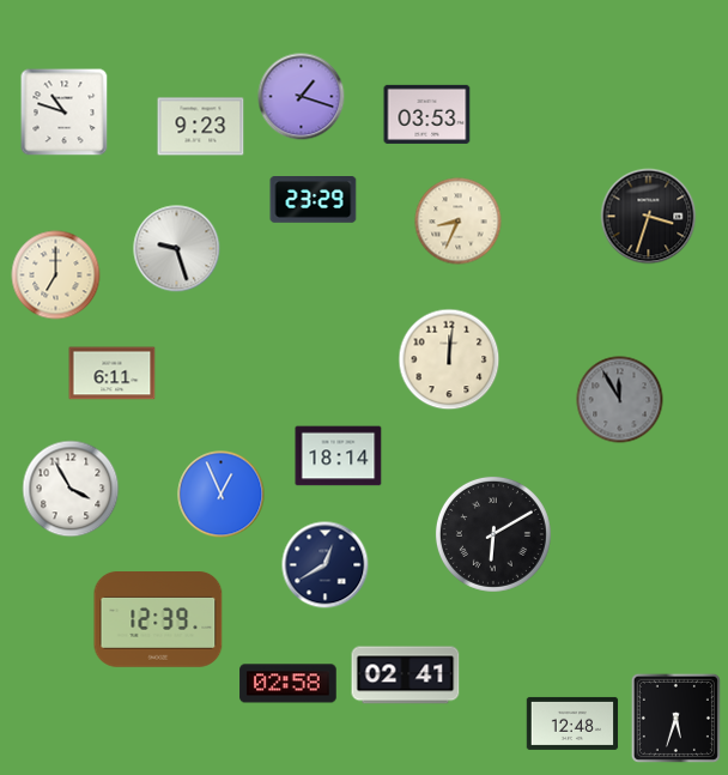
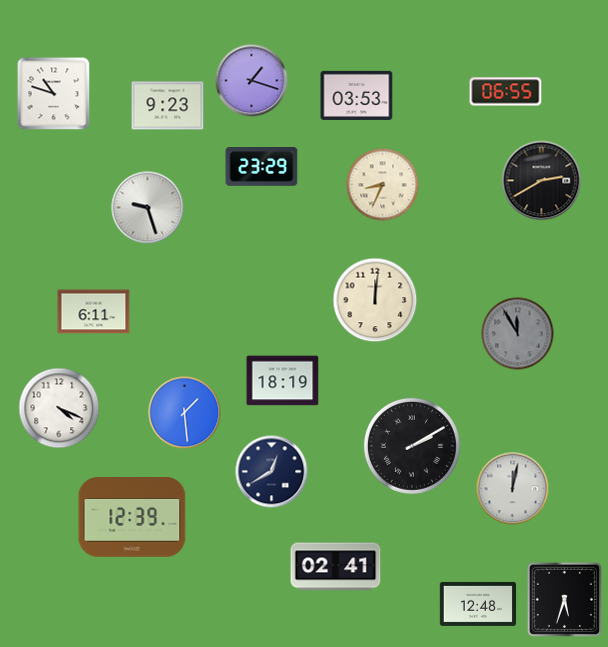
clock at (506, 92): none -> 06:55
clock at (649, 217): 3:33 -> 2:40
clock at (56, 276): 7:00 -> none
clock at (339, 456): 18:14 -> 18:19
clock at (71, 489): 3:55 -> 4:19
clock at (222, 495): 12:56 -> 1:29
clock at (493, 534): 6:10 -> 2:10
clock at (513, 489): none -> 12:02
clock at (406, 676) position: (406, 676) -> (336, 567)
clock at (289, 684): 02:58 -> none
